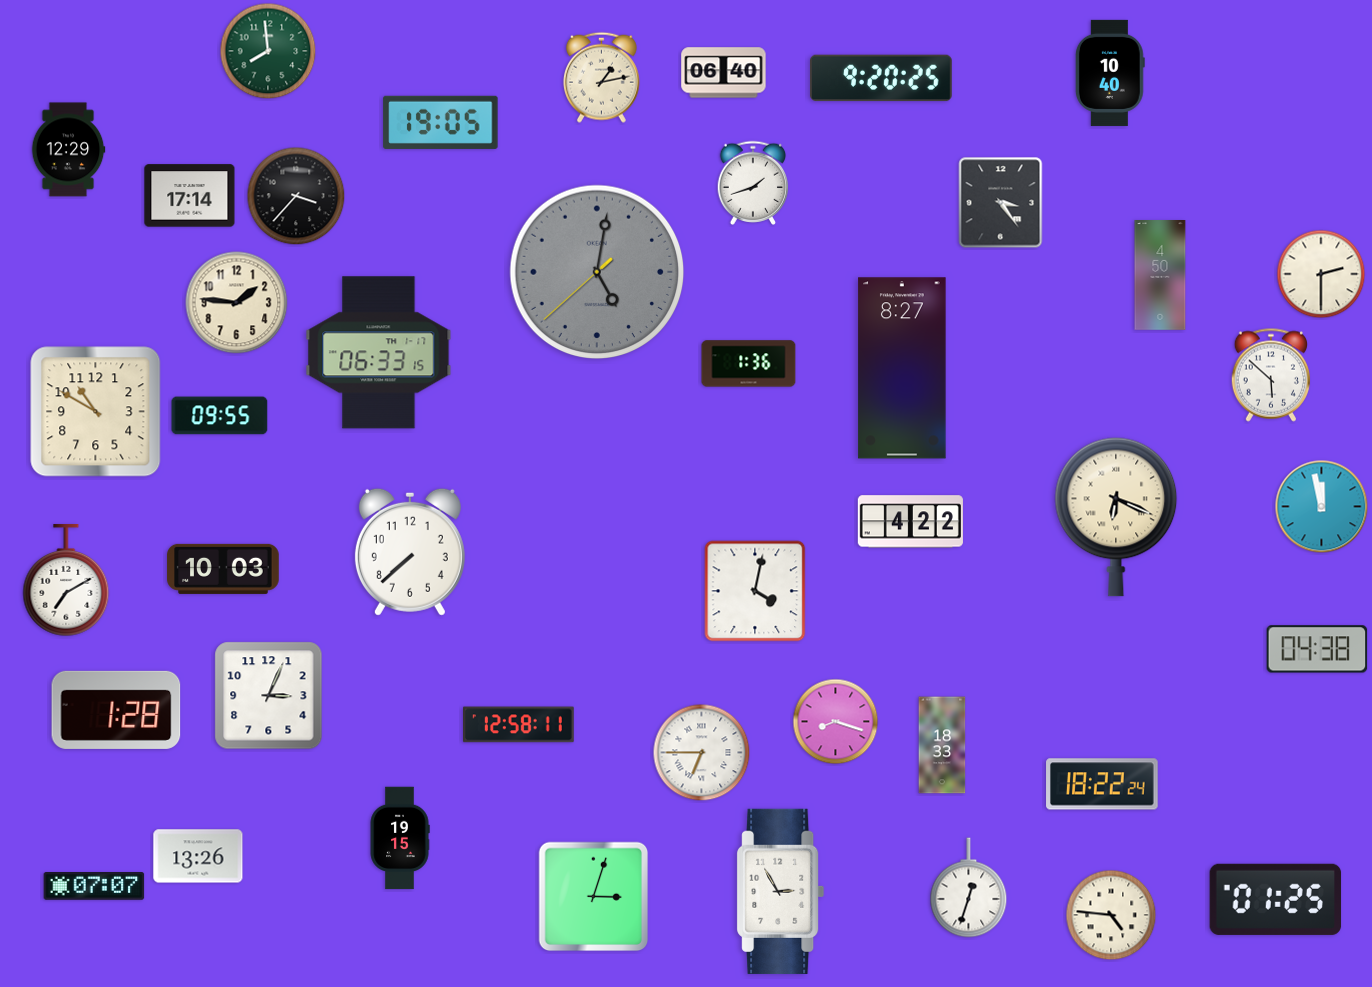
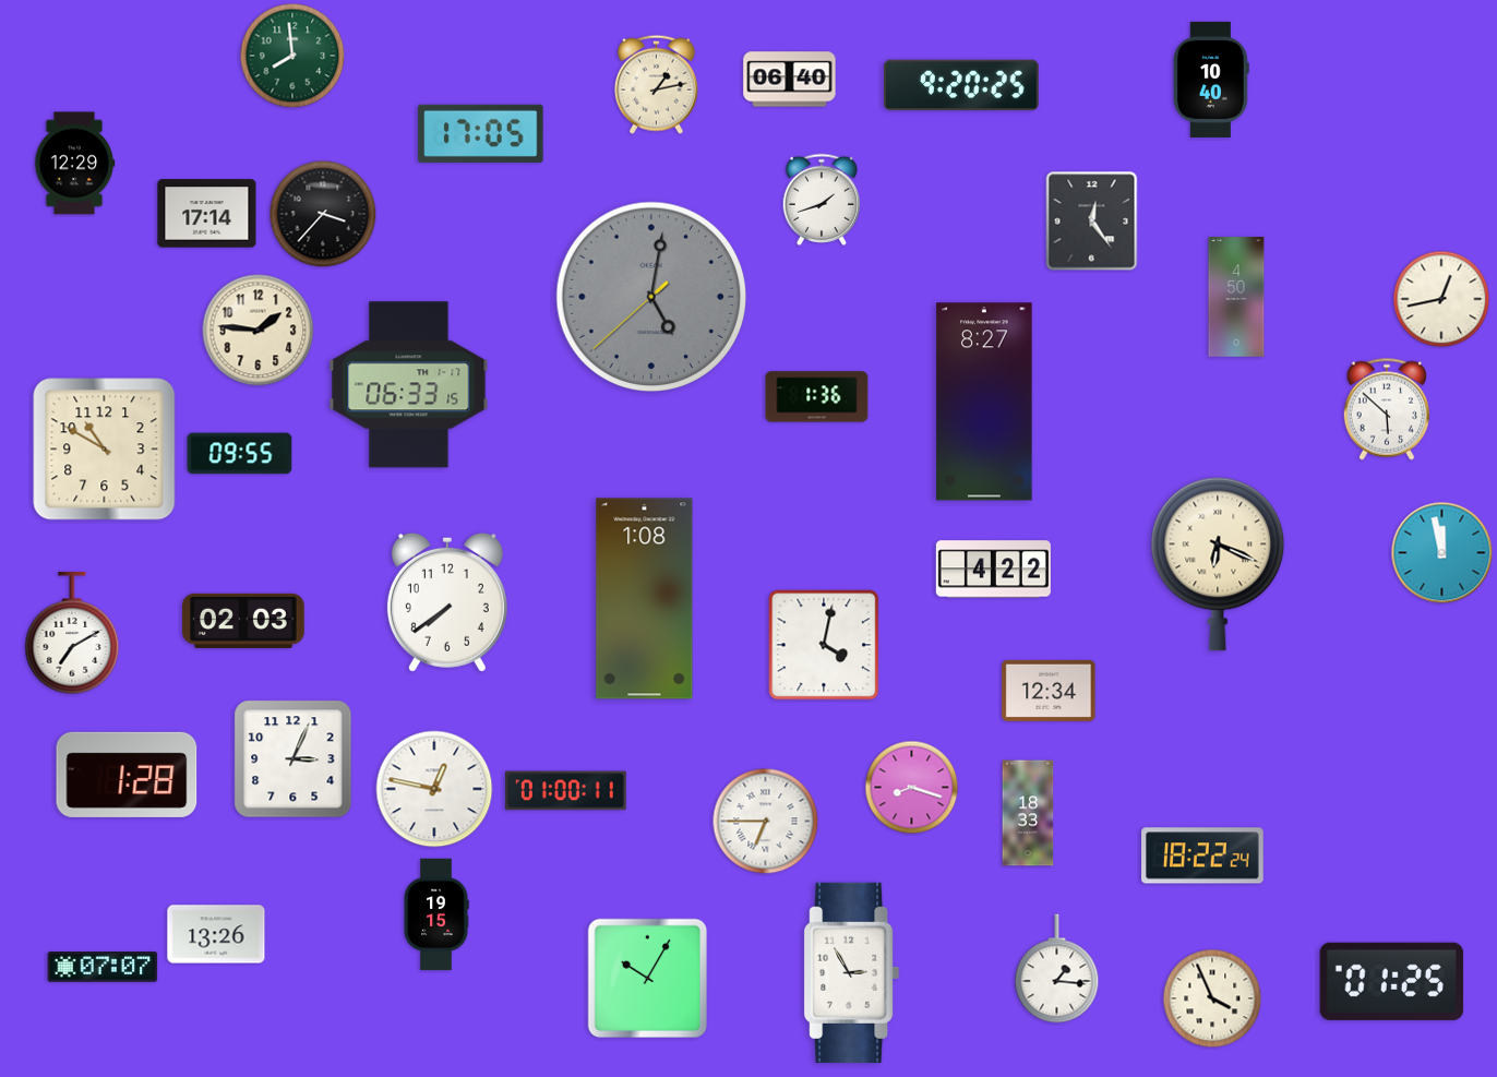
clock at (441, 122): 19:05 -> 17:05
clock at (1001, 203): 3:24 -> 12:24
clock at (1321, 274): 2:30 -> 12:43
clock at (1160, 276) position: (1160, 276) -> (1236, 298)
clock at (379, 353) position: (379, 353) -> (409, 385)
clock at (645, 599): none -> 1:08
clock at (410, 552): 7:38 -> 7:39
clock at (223, 569): 10:03 -> 02:03
clock at (1049, 691): none -> 12:34
clock at (1317, 649): 04:38 -> none
clock at (434, 789): none -> 12:47
clock at (519, 725): 12:58 -> 01:00
clock at (969, 888): 12:33 -> 1:16
clock at (594, 897): 3:03 -> 10:05
clock at (1111, 915): 4:46 -> 3:56
